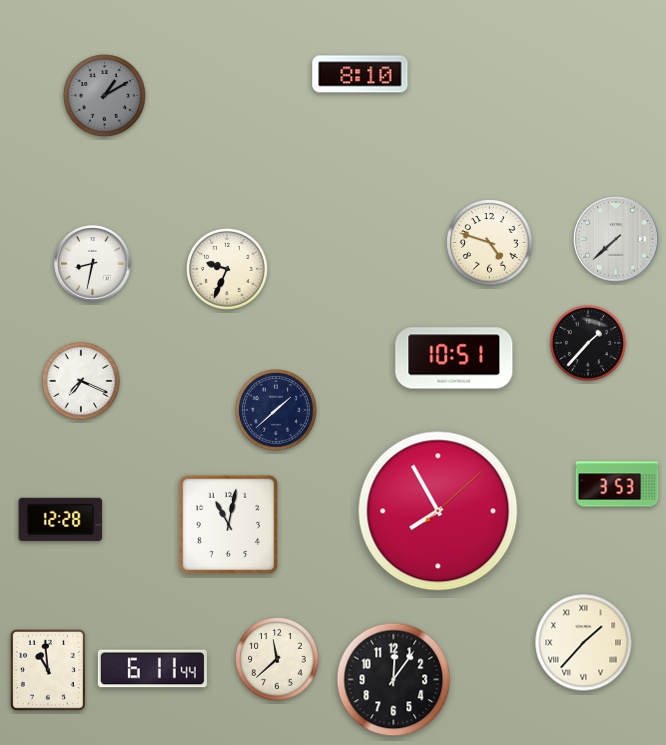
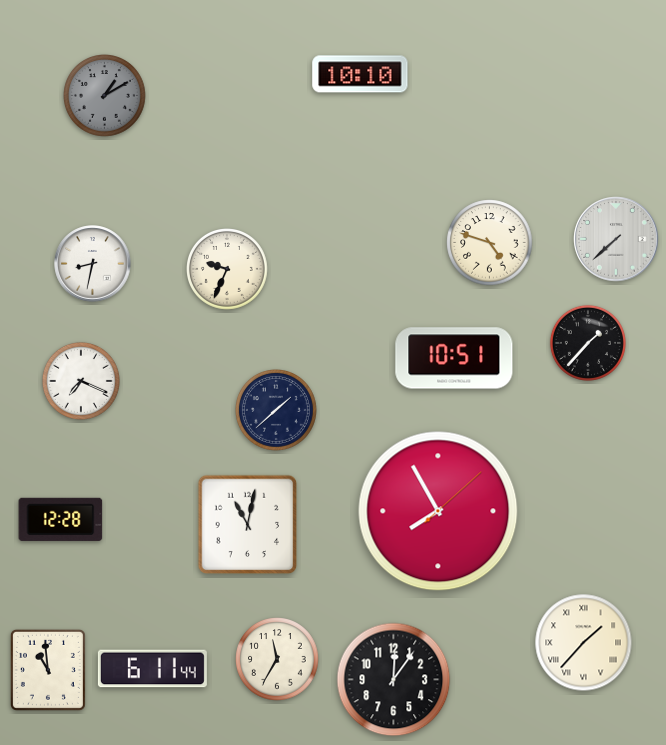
clock at (360, 74): 8:10 -> 10:10
clock at (617, 484): 3:53 -> none
clock at (229, 525) position: (229, 525) -> (248, 525)
clock at (277, 659): 11:38 -> 11:35
